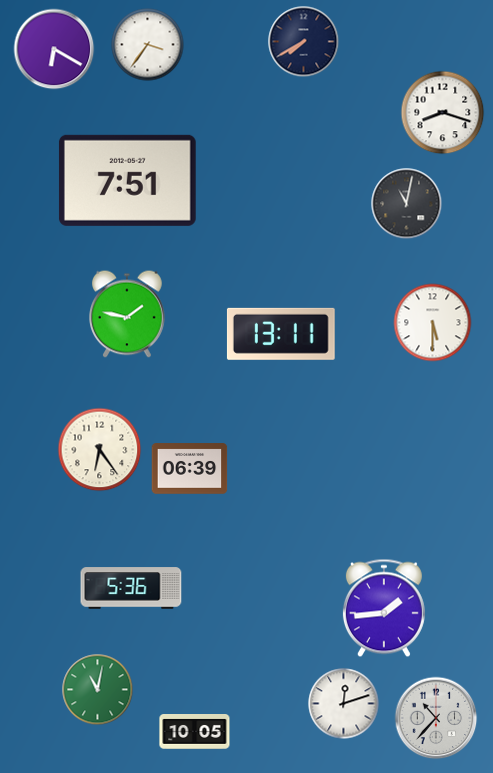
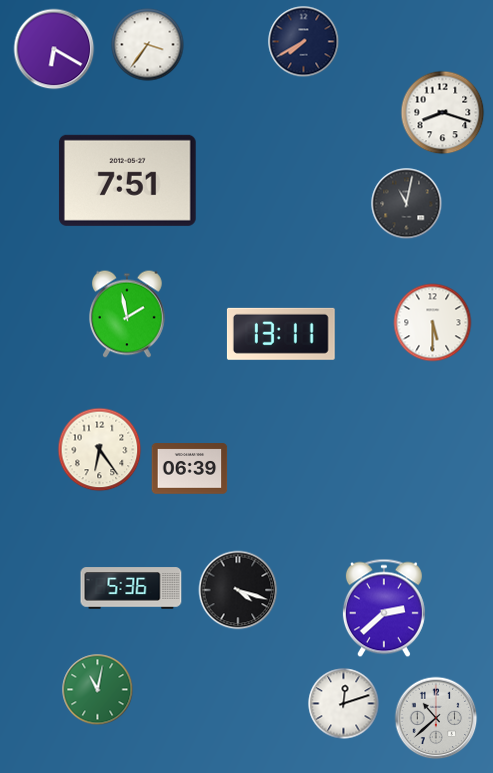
clock at (127, 314): 1:47 -> 1:58
clock at (238, 590): none -> 4:18
clock at (384, 608): 1:44 -> 2:38
clock at (436, 718): 10:37 -> 10:38
clock at (195, 732): 10:05 -> none
